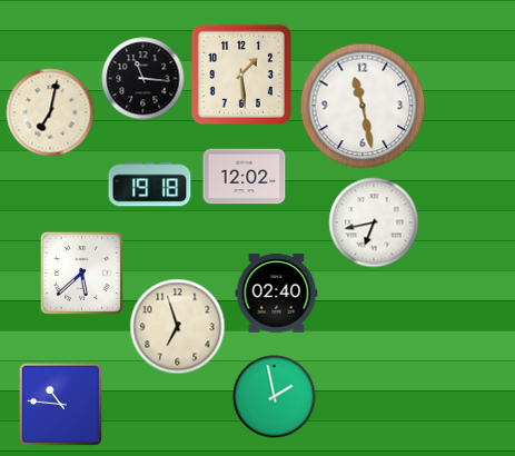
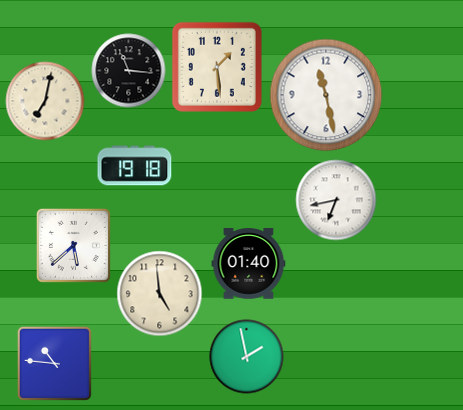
clock at (245, 177): 12:02 -> none
clock at (277, 294): 02:40 -> 01:40
clock at (178, 327): 6:57 -> 4:59
